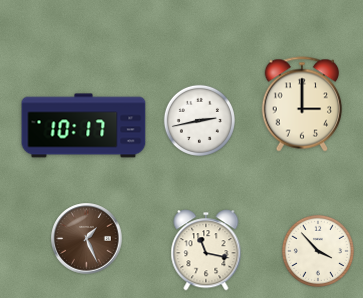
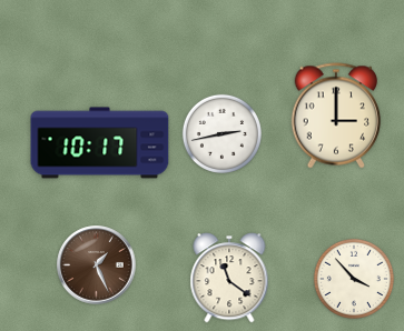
clock at (84, 126) position: (84, 126) -> (100, 143)
clock at (206, 250): 11:17 -> 11:21
